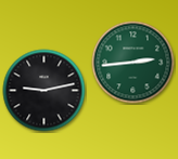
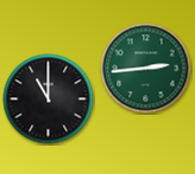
clock at (44, 91): 9:13 -> 11:00
